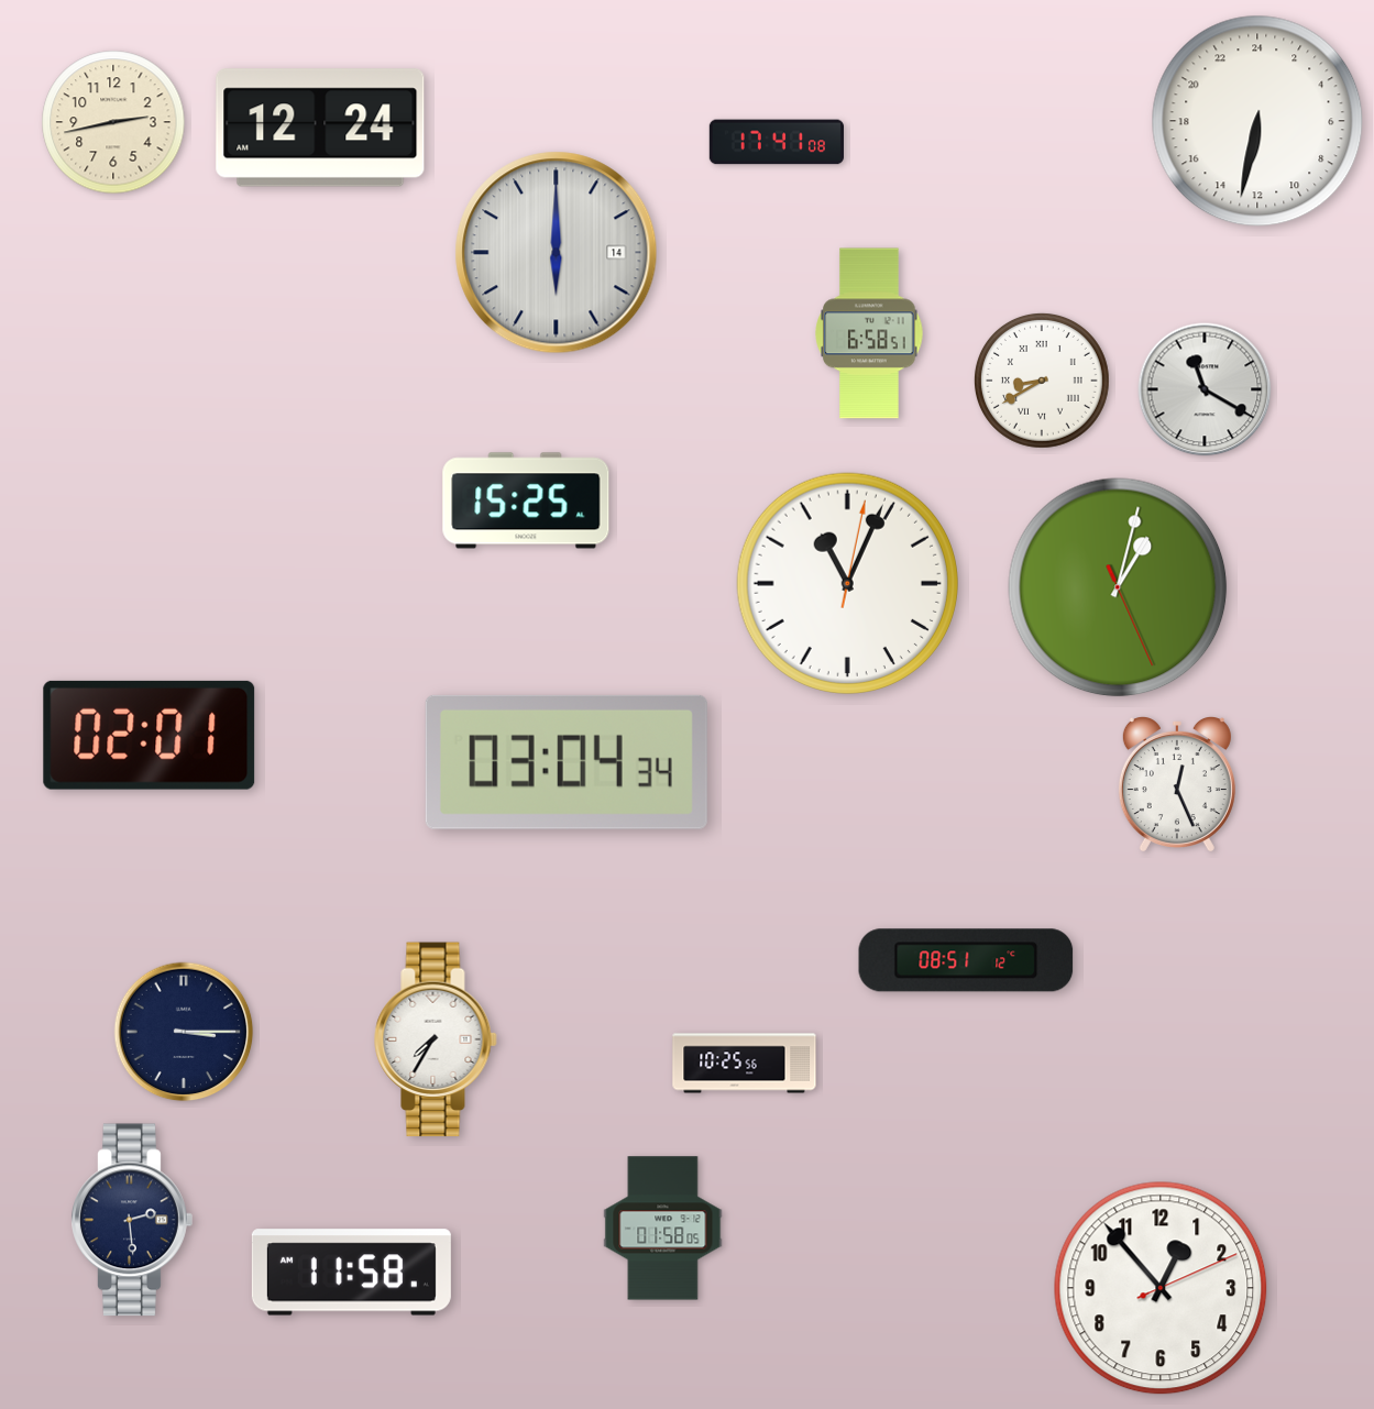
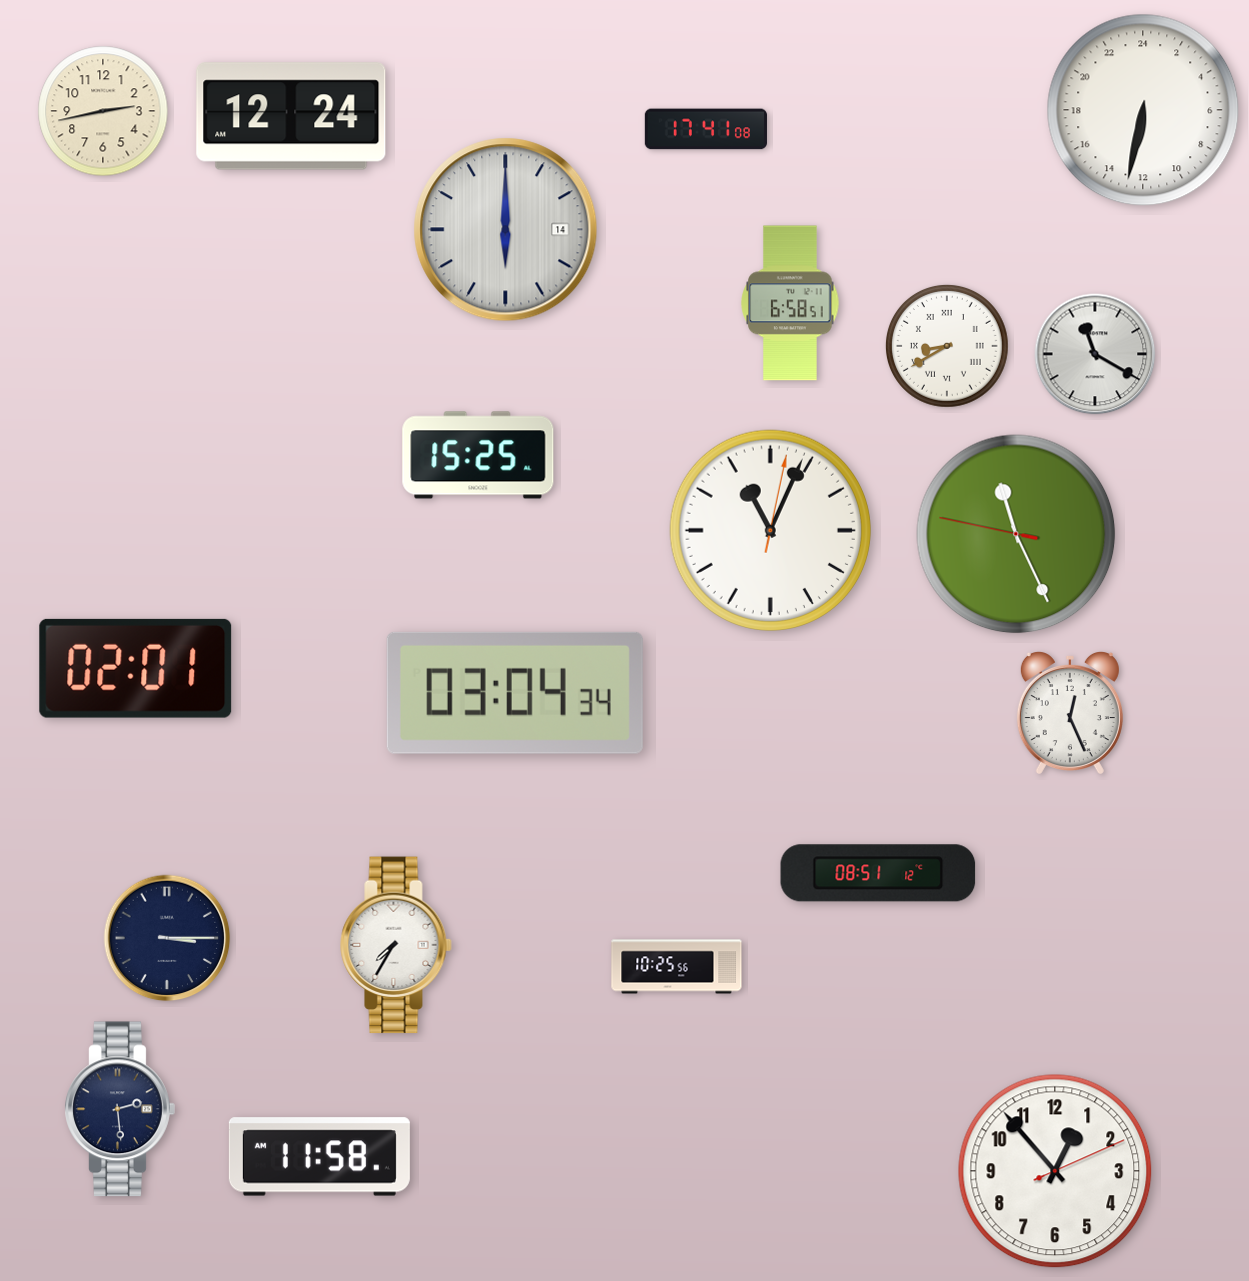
clock at (1118, 587): 1:02 -> 11:25
clock at (663, 1229): 01:58 -> none
